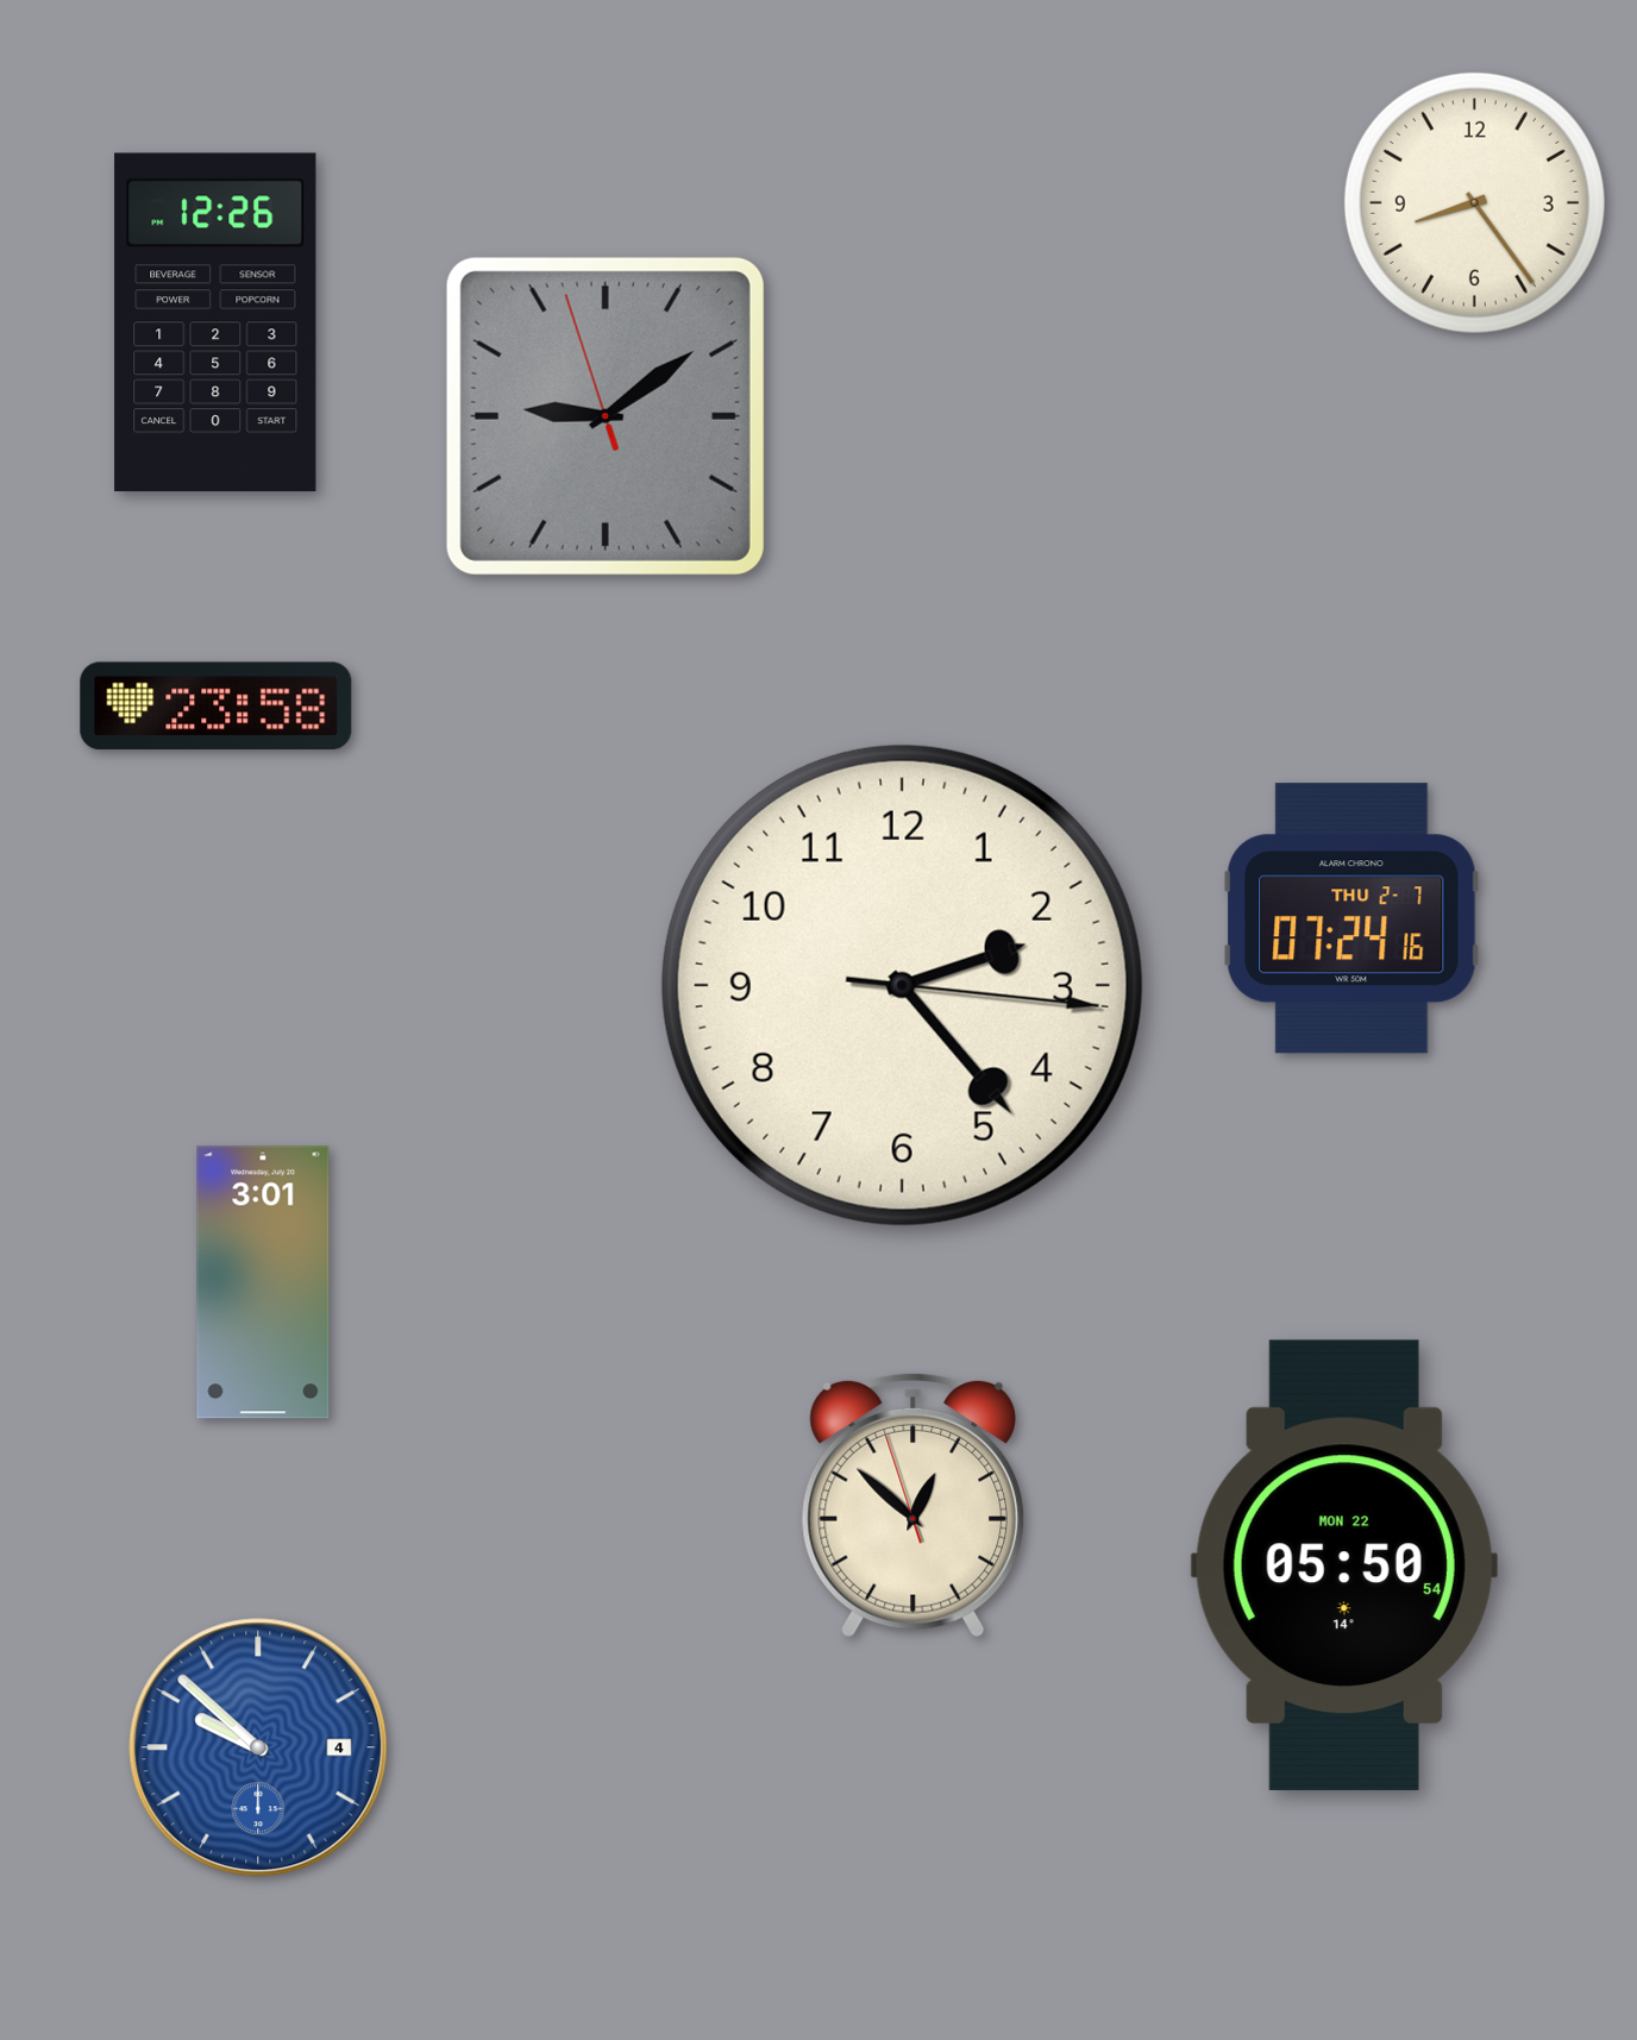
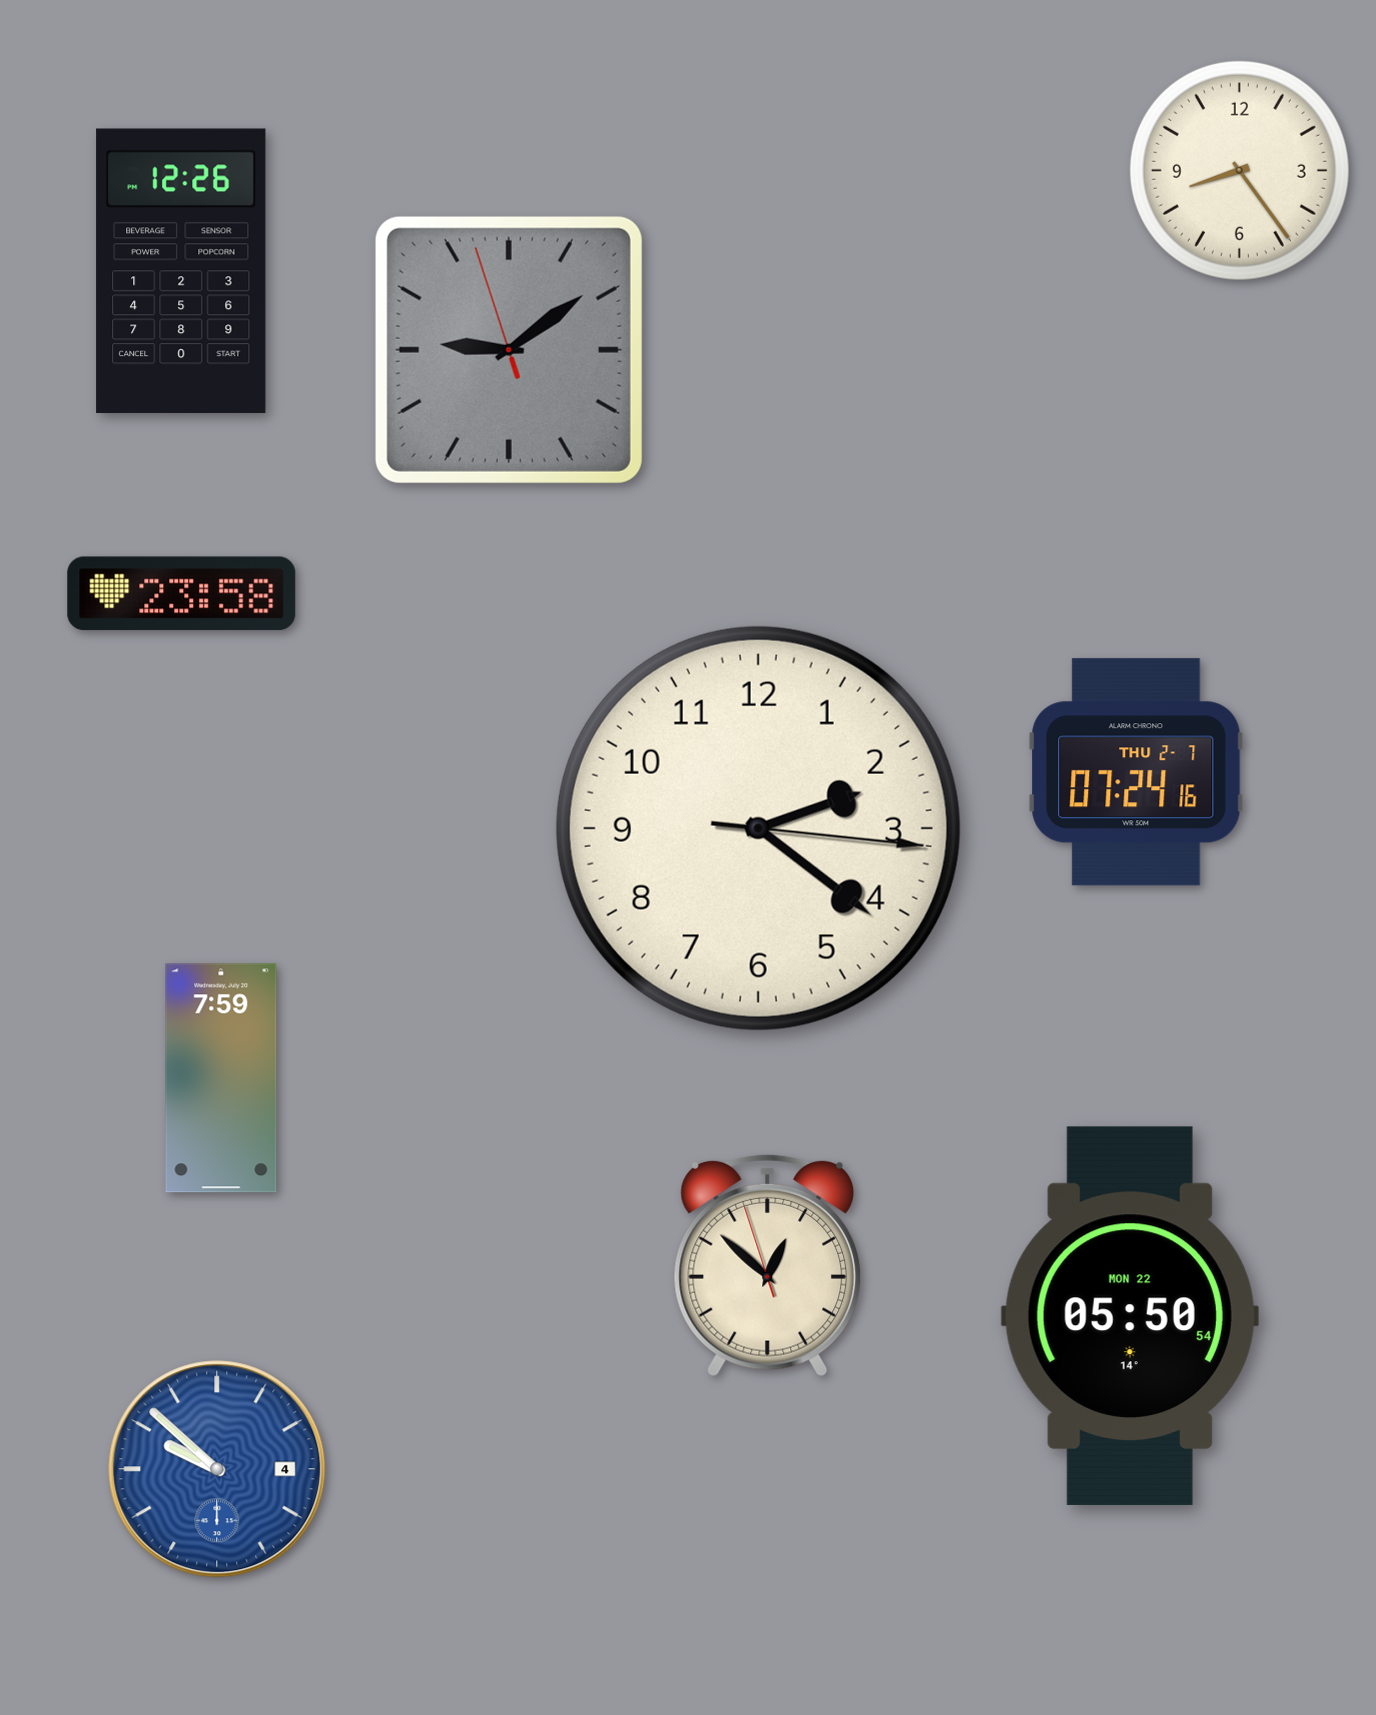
clock at (902, 985): 2:23 -> 2:21
clock at (263, 1282): 3:01 -> 7:59
